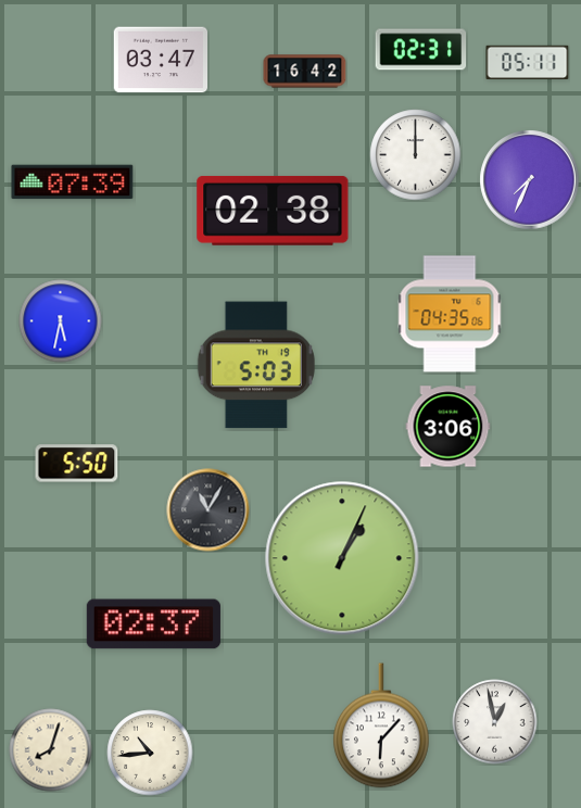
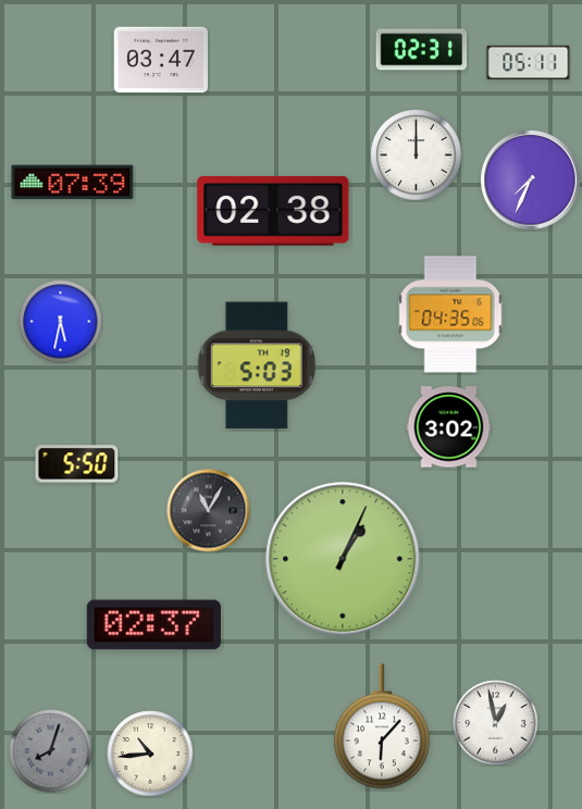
clock at (305, 72): 16:42 -> none
clock at (449, 427): 3:06 -> 3:02
clock at (51, 750) dial: cream -> grey
